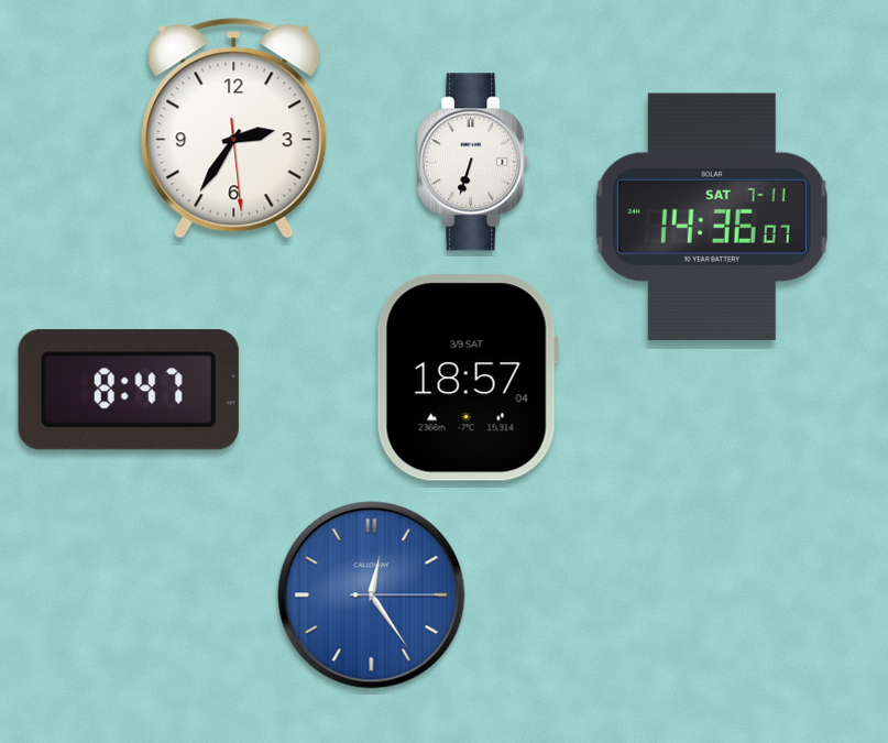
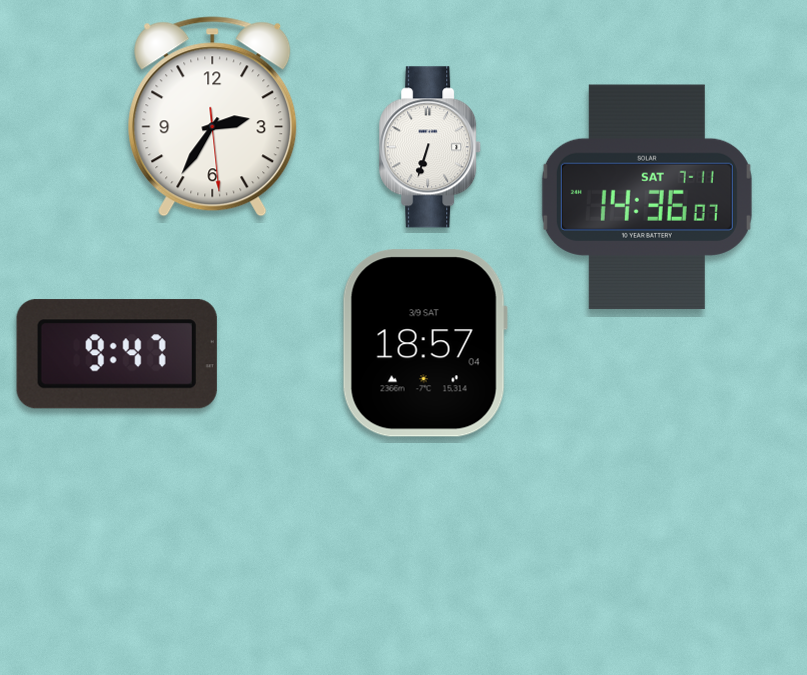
clock at (129, 390): 8:47 -> 9:47
clock at (372, 596): 12:24 -> none
